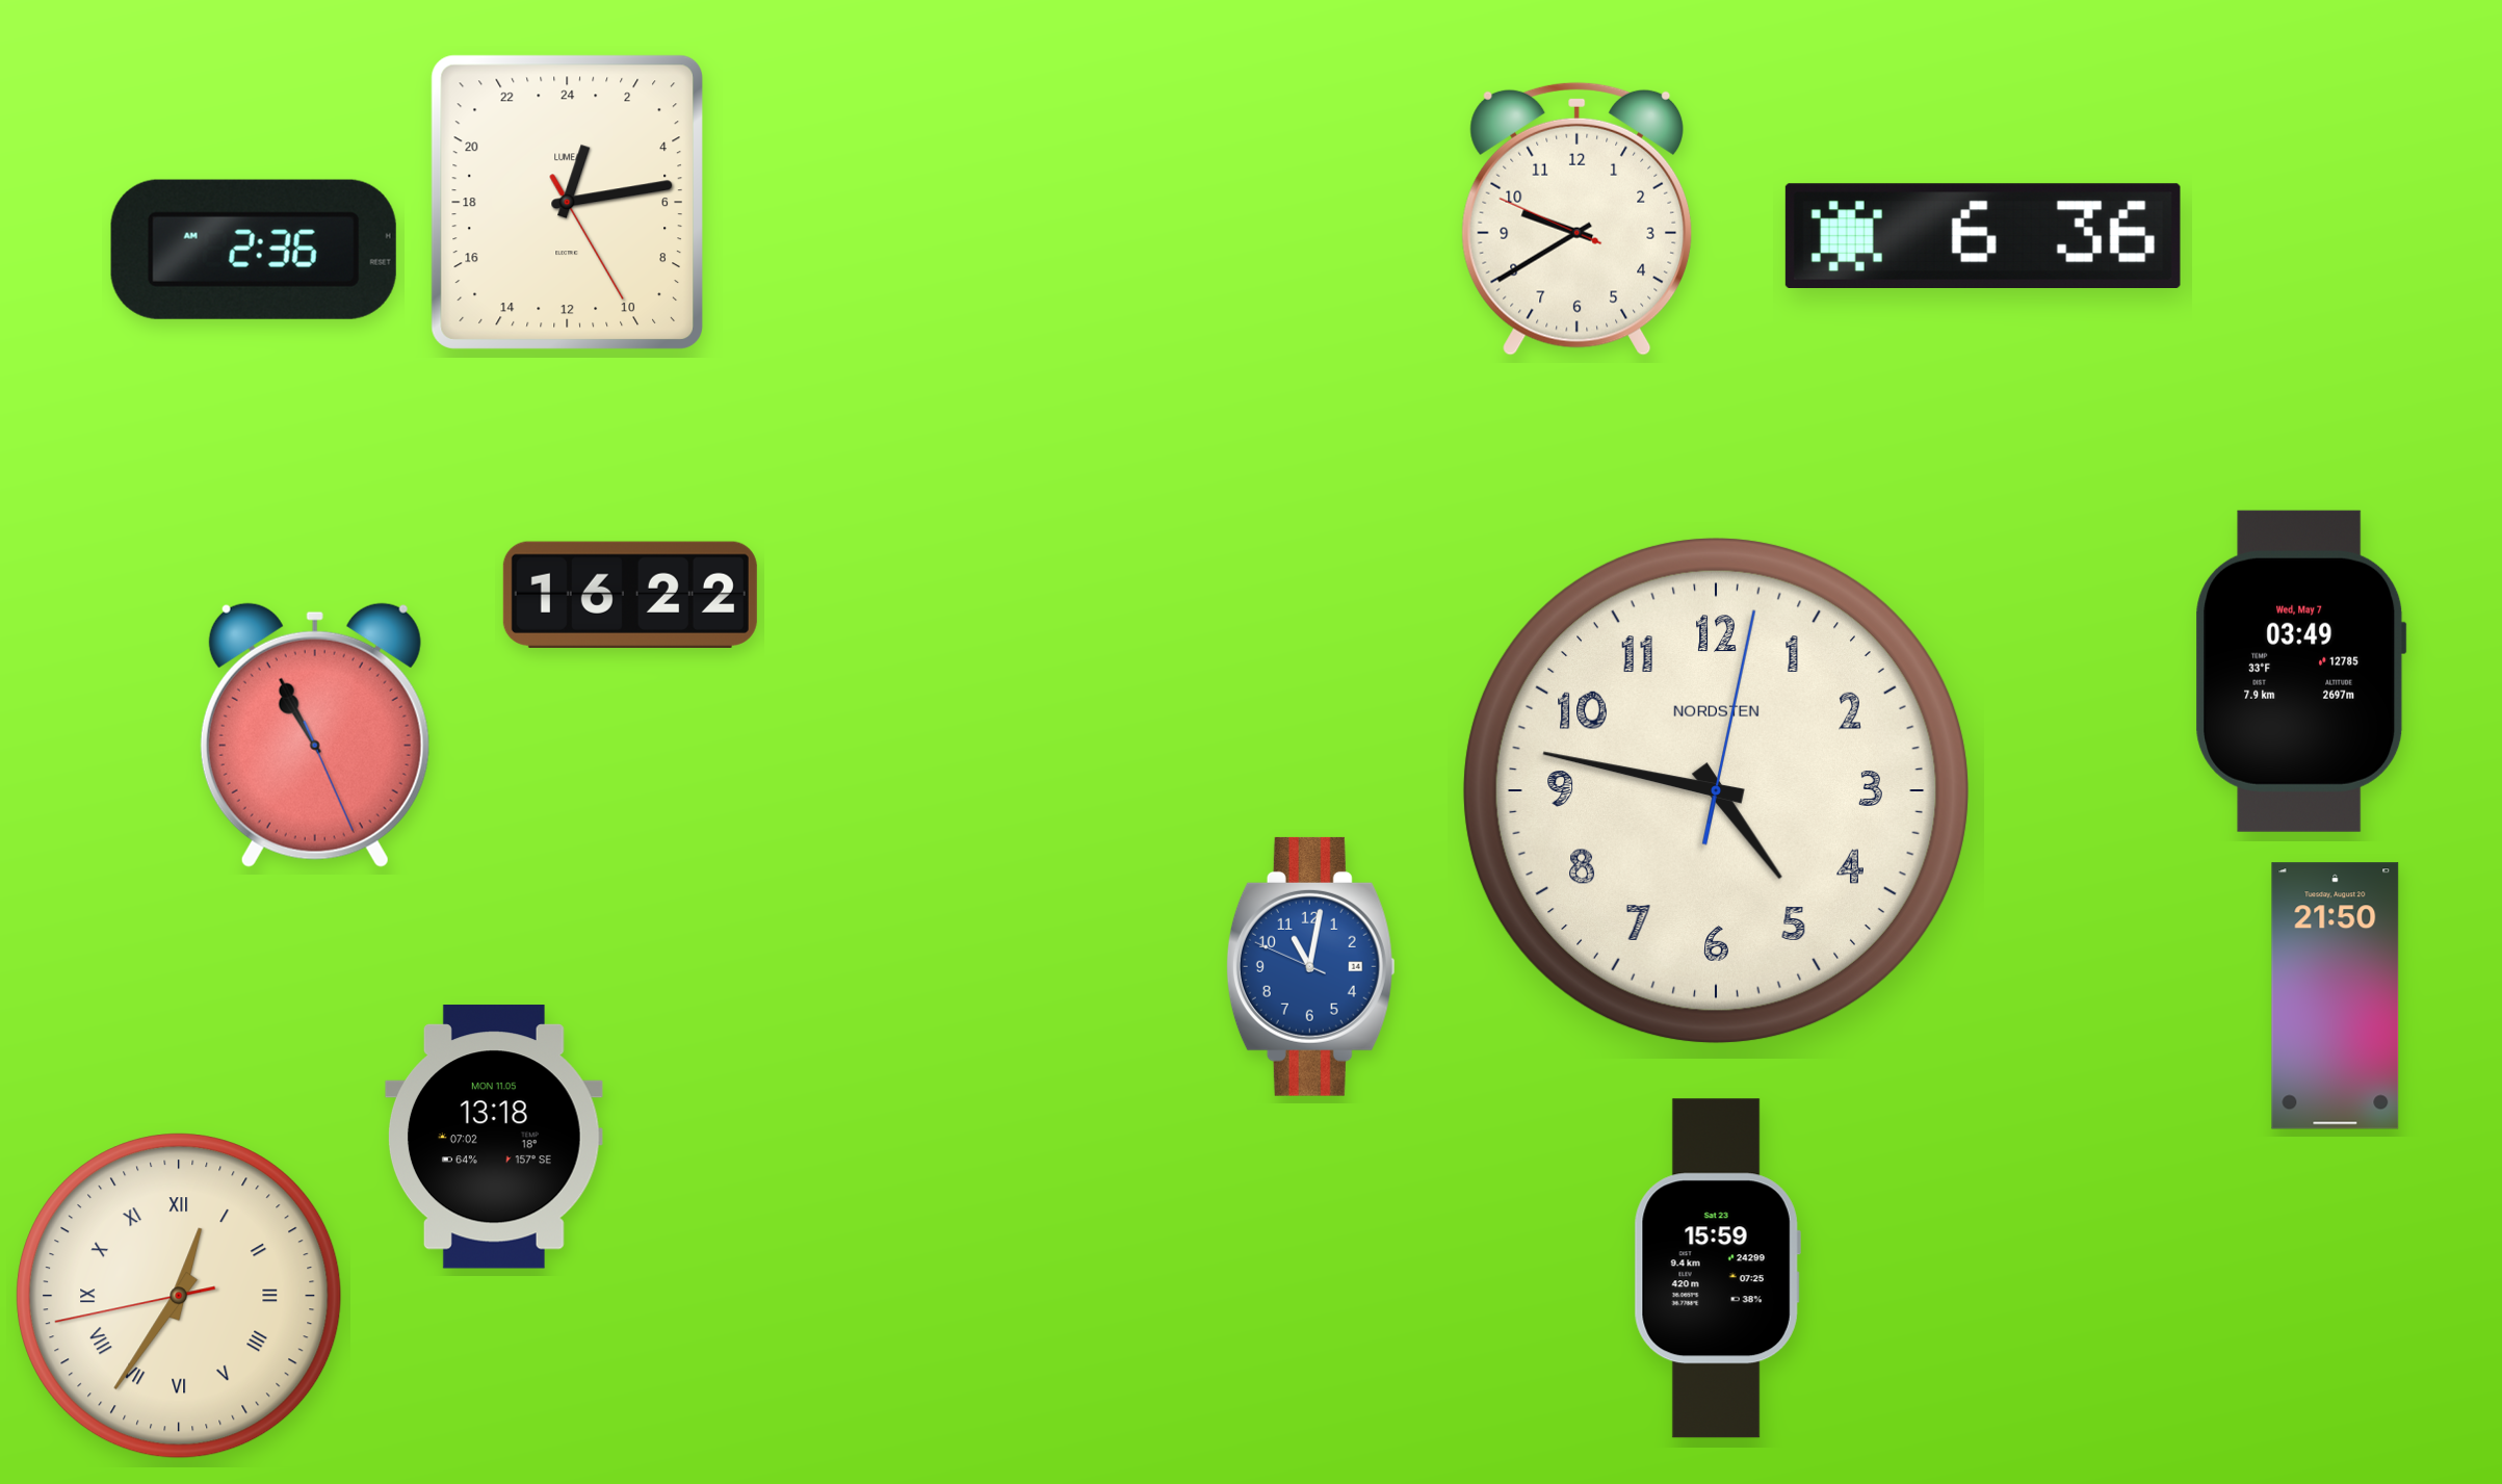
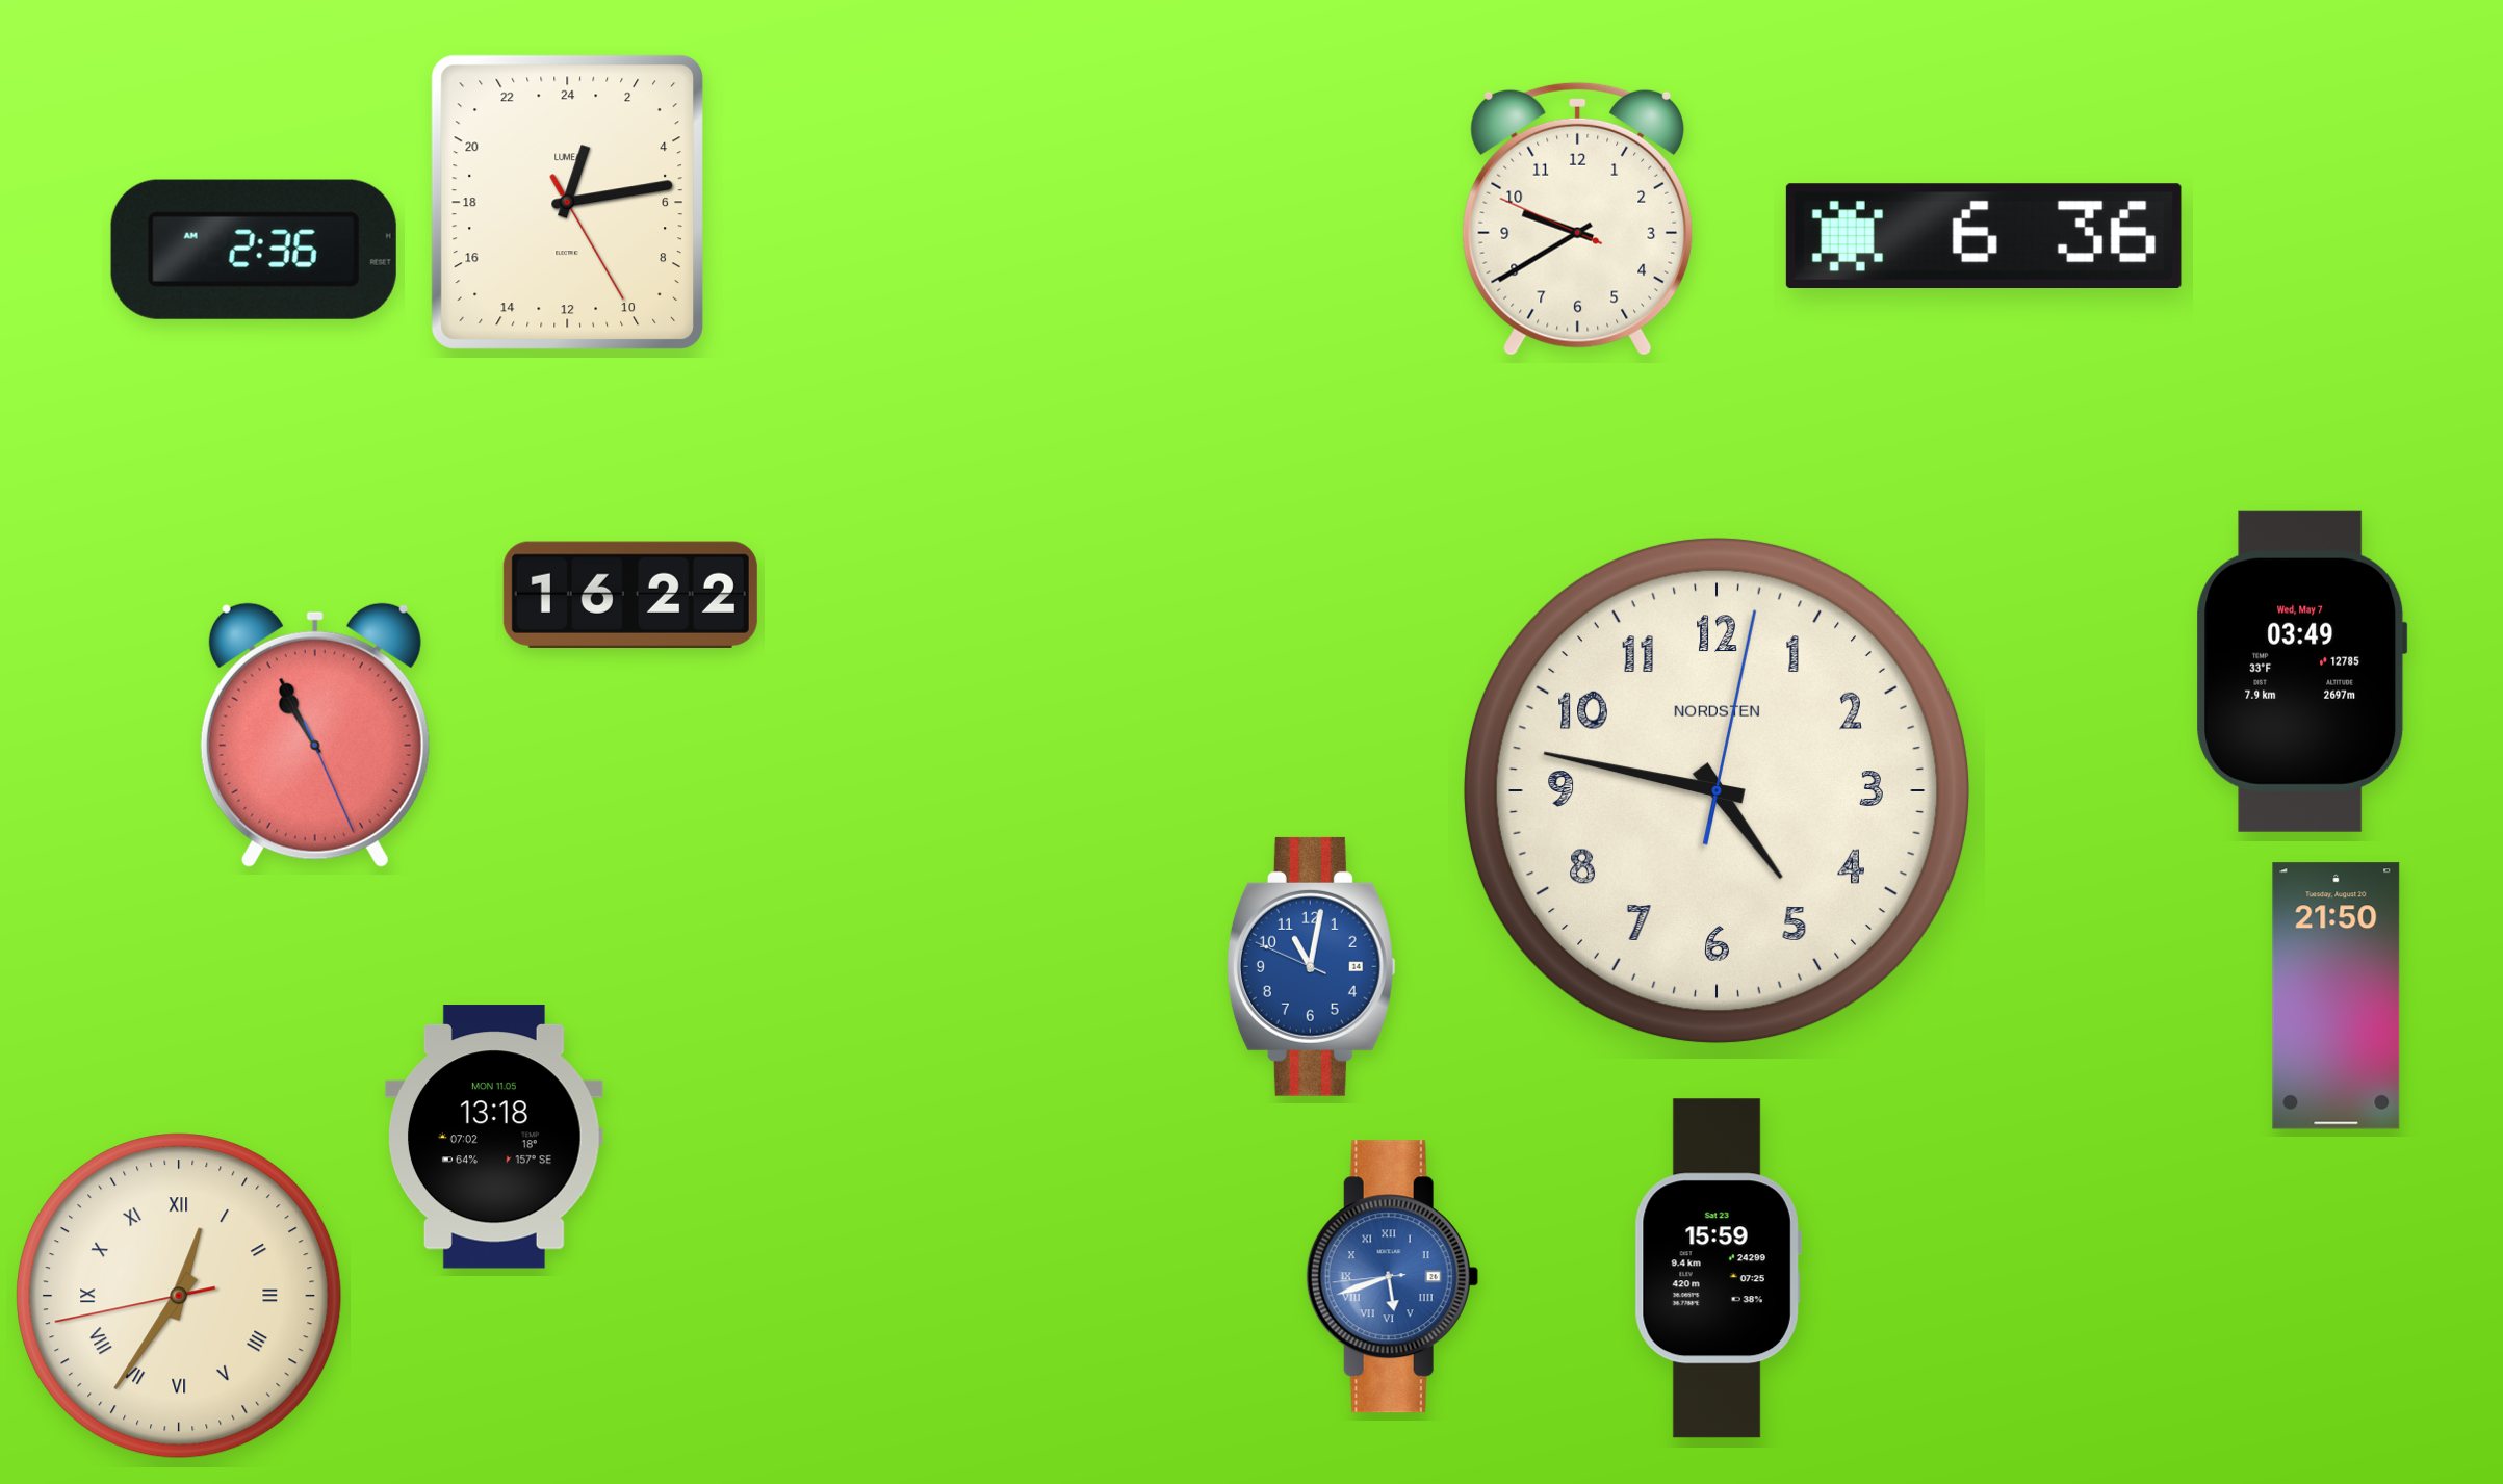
clock at (1392, 1277): none -> 5:41
